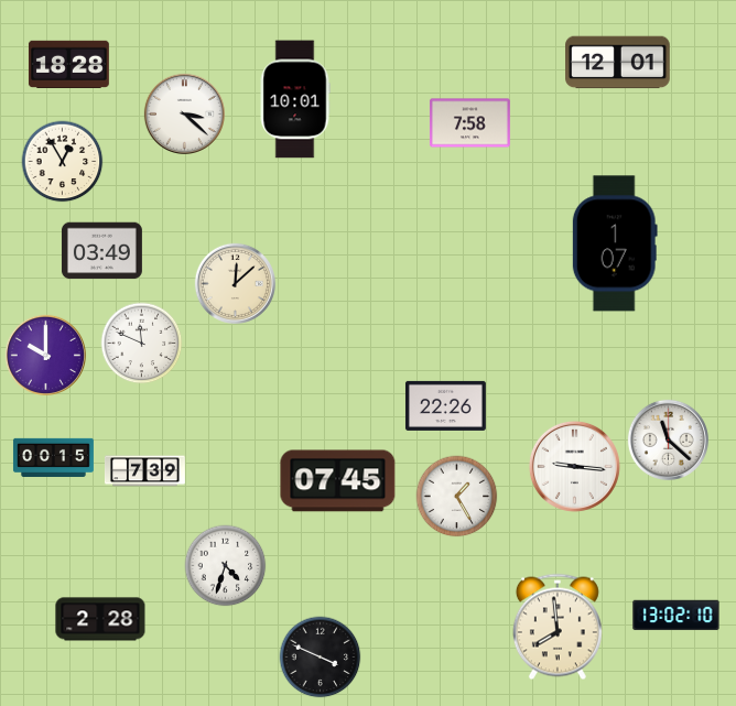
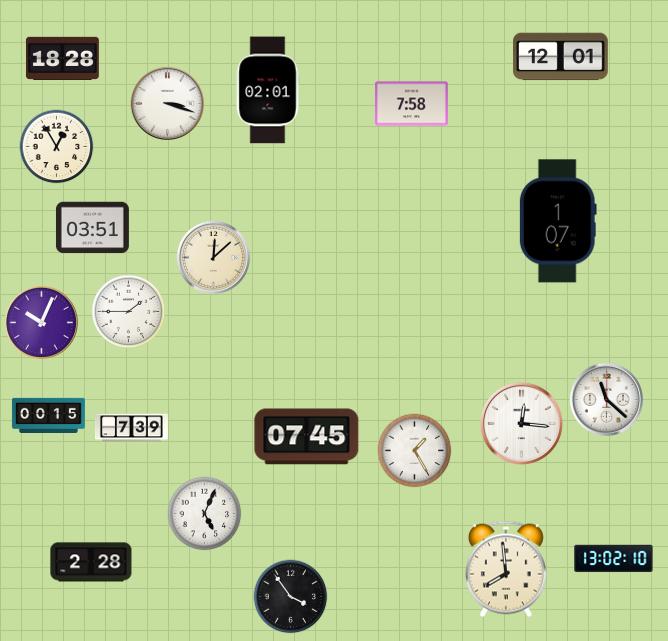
clock at (295, 99): 10:01 -> 02:01
clock at (184, 113): 3:22 -> 3:18
clock at (469, 123) position: (469, 123) -> (411, 104)
clock at (101, 251): 03:49 -> 03:51
clock at (142, 344): 11:49 -> 1:45
clock at (45, 355): 10:00 -> 10:04
clock at (445, 405): 22:26 -> none
clock at (574, 466): 9:16 -> 12:16
clock at (226, 566): 4:33 -> 5:04
clock at (321, 658): 3:49 -> 3:54
